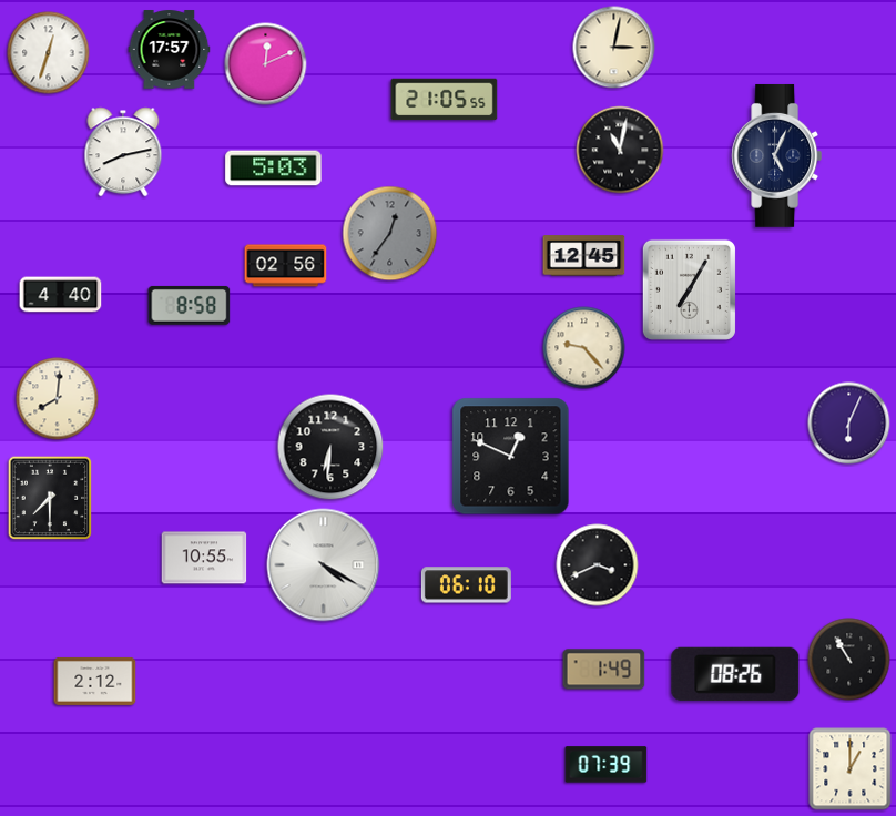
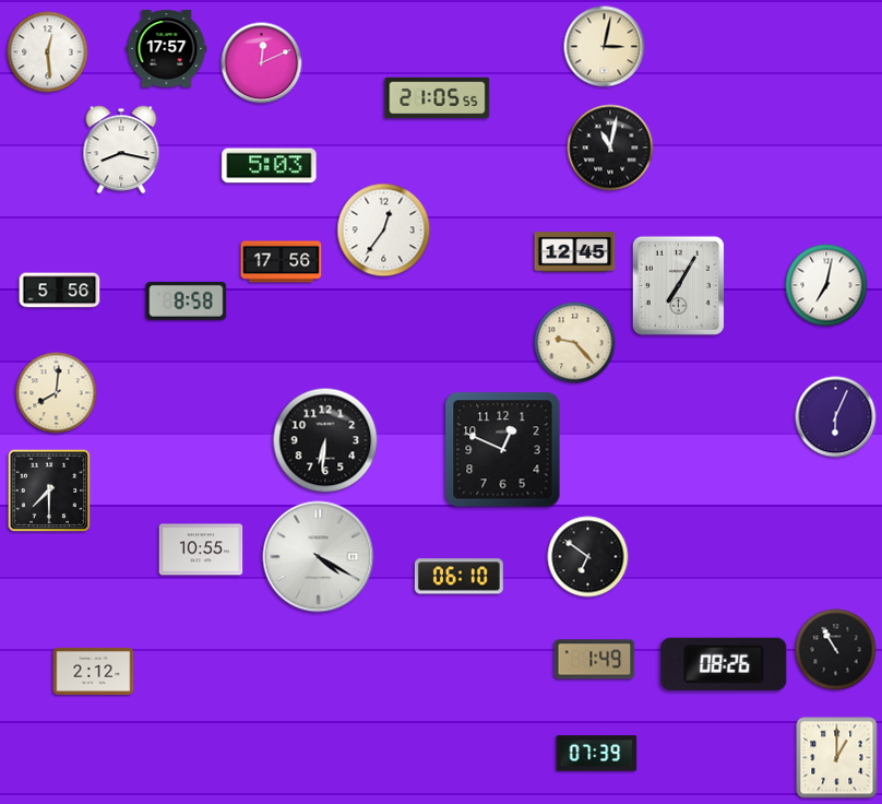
clock at (49, 53): 12:33 -> 12:29
clock at (123, 152): 8:13 -> 8:17
clock at (777, 156): 5:04 -> none
clock at (390, 234) dial: grey -> white
clock at (286, 266): 02:56 -> 17:56
clock at (826, 285): none -> 7:02
clock at (61, 295): 4:40 -> 5:56
clock at (598, 565): 3:41 -> 6:51
